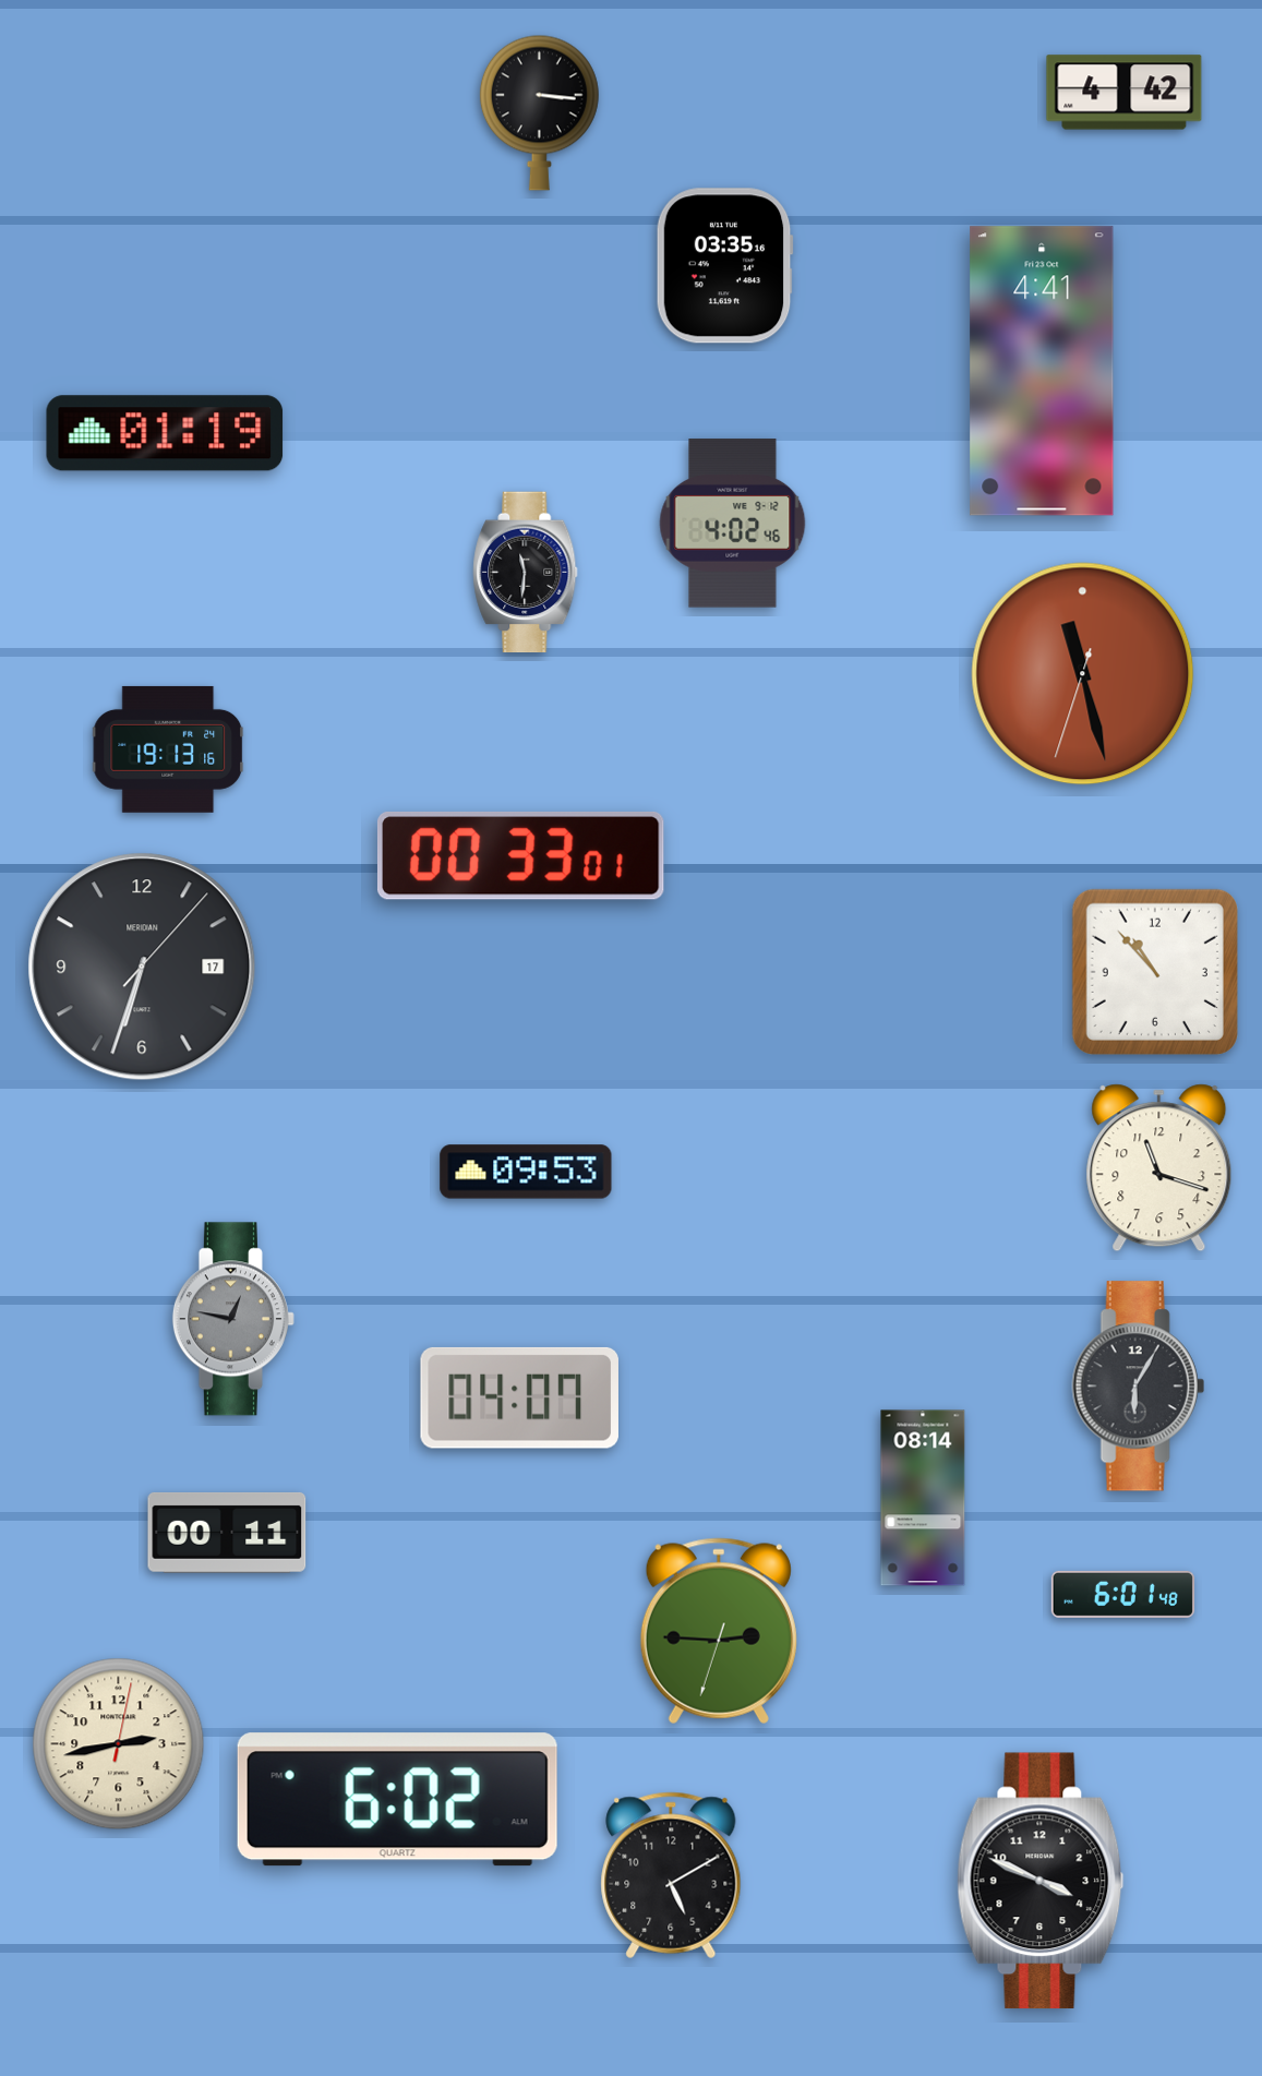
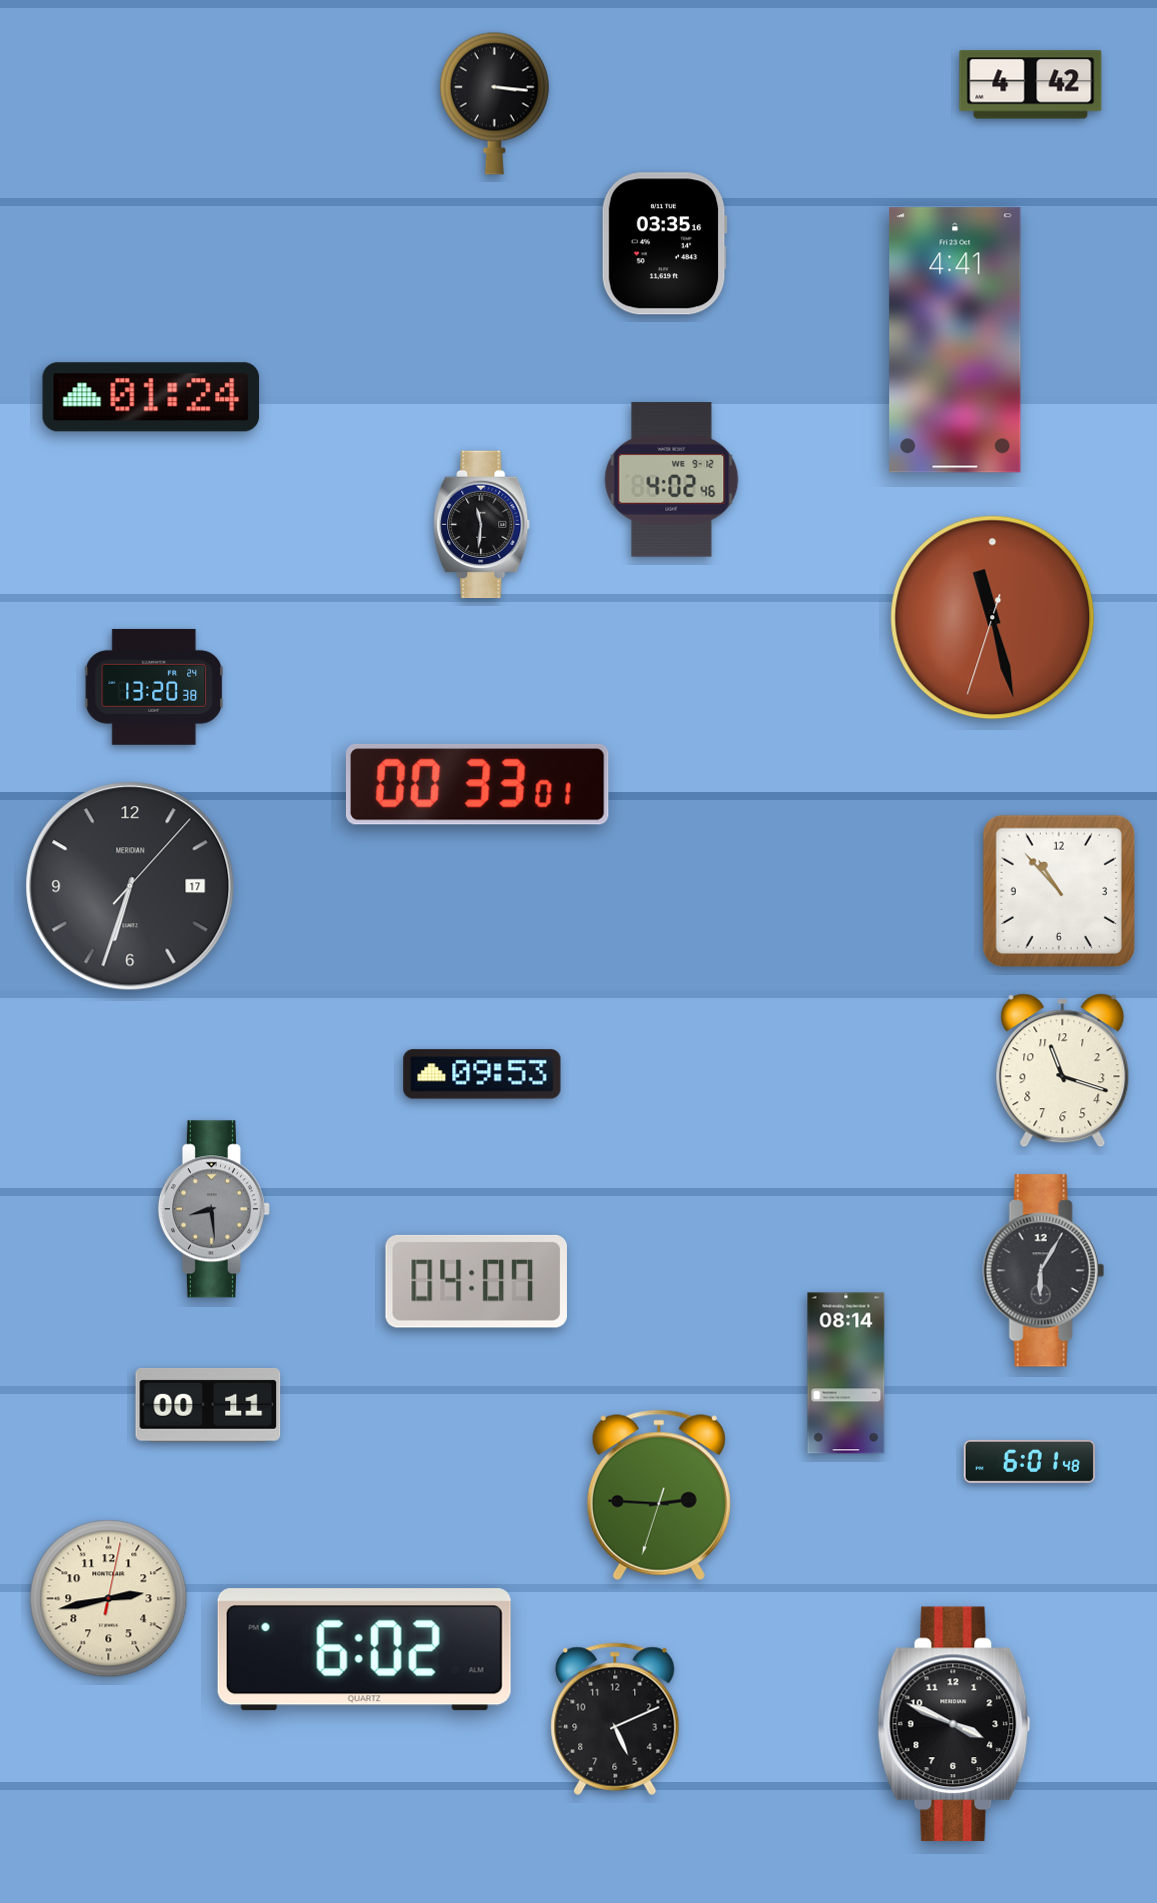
clock at (165, 433): 01:19 -> 01:24
clock at (168, 749): 19:13 -> 13:20
clock at (233, 1319): 12:47 -> 8:29
clock at (671, 1875): 5:10 -> 5:11
